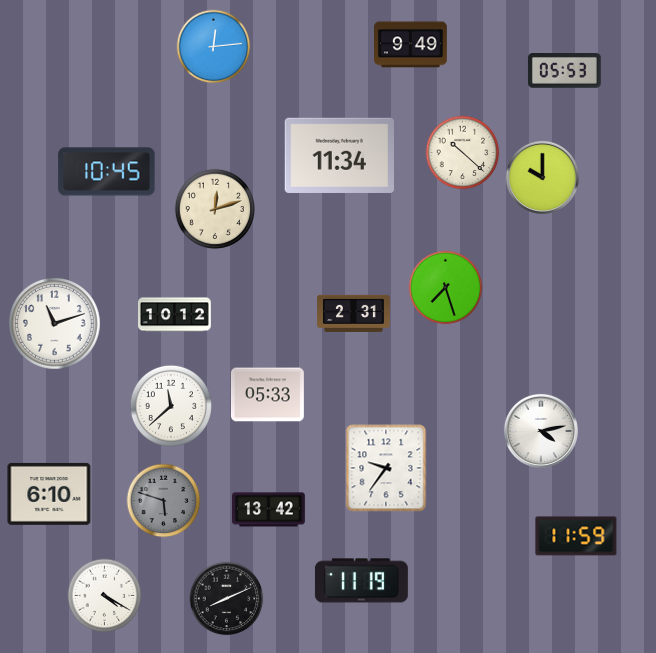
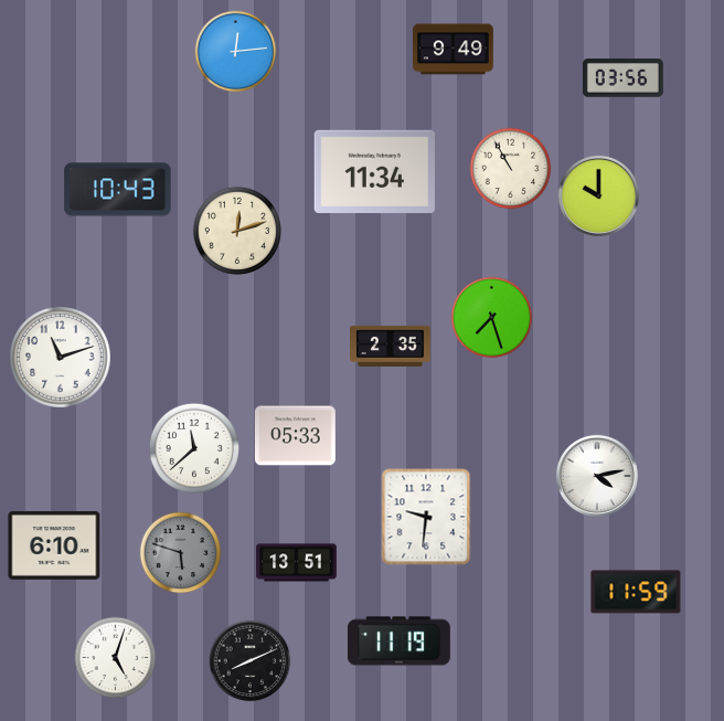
clock at (564, 71): 05:53 -> 03:56
clock at (463, 153): 10:22 -> 10:55
clock at (107, 172): 10:45 -> 10:43
clock at (354, 313): 2:31 -> 2:35
clock at (175, 315): 10:12 -> none
clock at (171, 406) position: (171, 406) -> (194, 448)
clock at (386, 468): 9:36 -> 9:31
clock at (269, 510): 13:42 -> 13:51
clock at (105, 596): 4:20 -> 5:03
